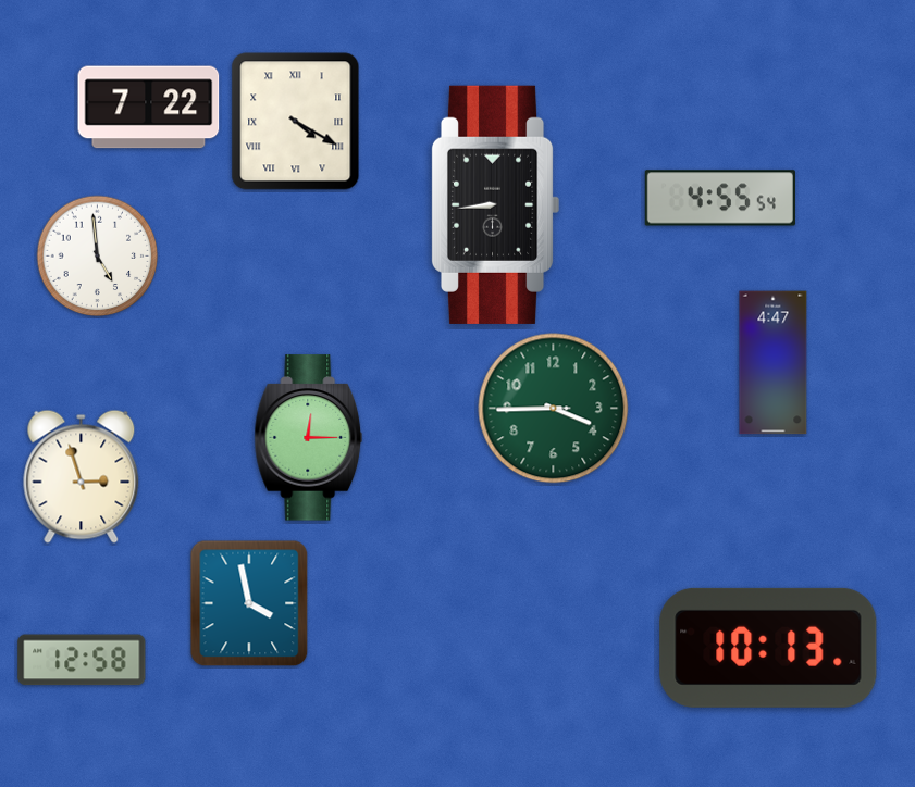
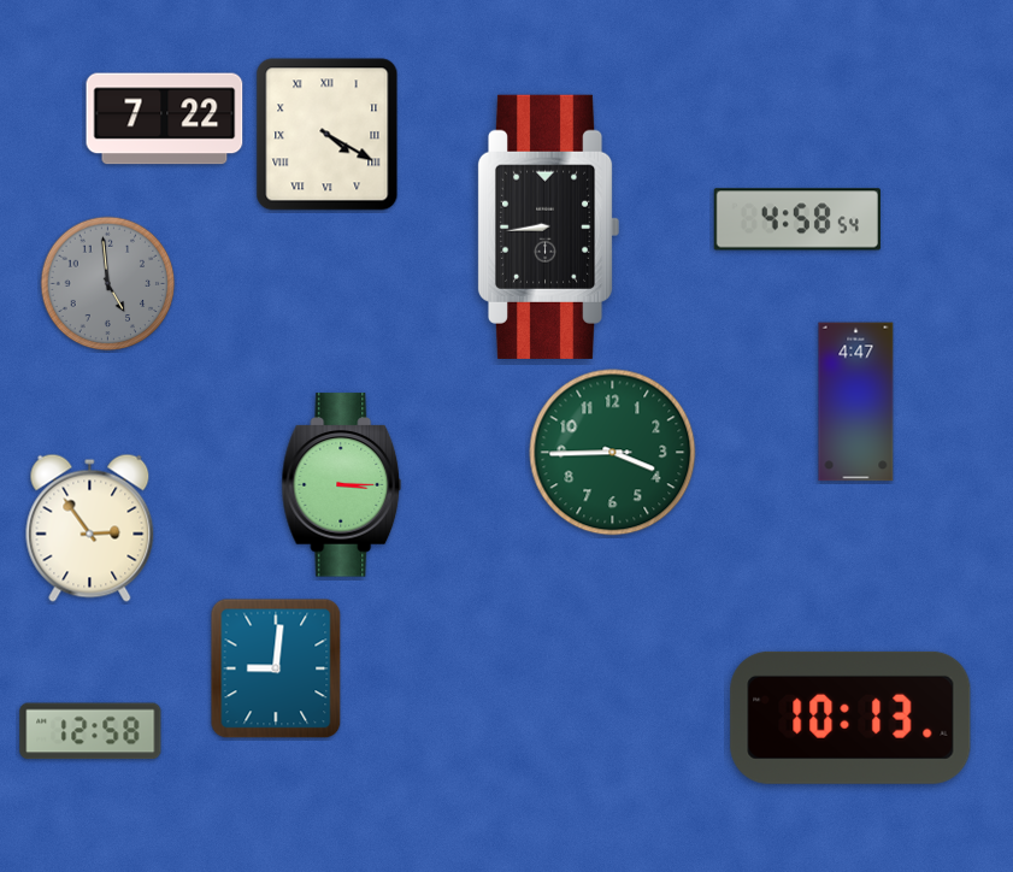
clock at (720, 198): 4:55 -> 4:58
clock at (98, 257) dial: white -> grey
clock at (309, 438): 12:15 -> 3:15
clock at (82, 476): 2:57 -> 2:54
clock at (249, 603): 3:58 -> 9:01
